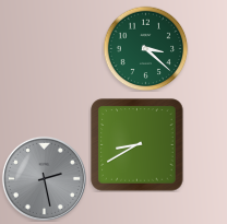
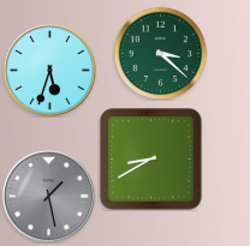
clock at (49, 70): none -> 5:33
clock at (44, 178): 2:28 -> 1:28
